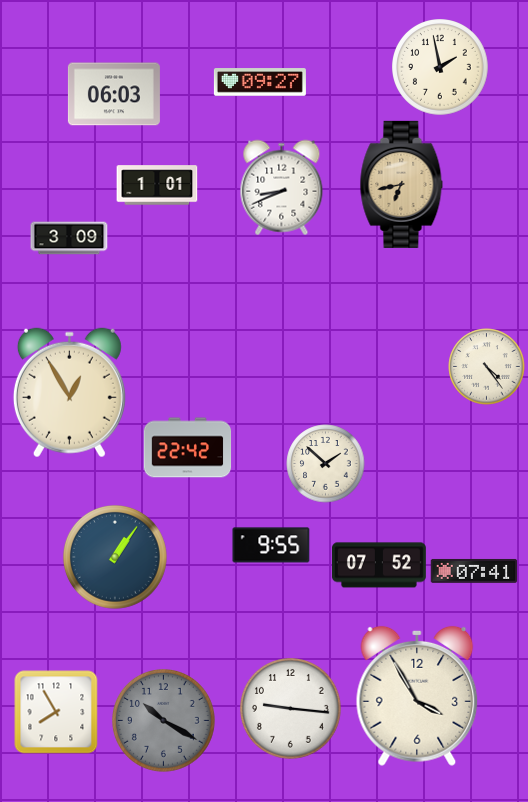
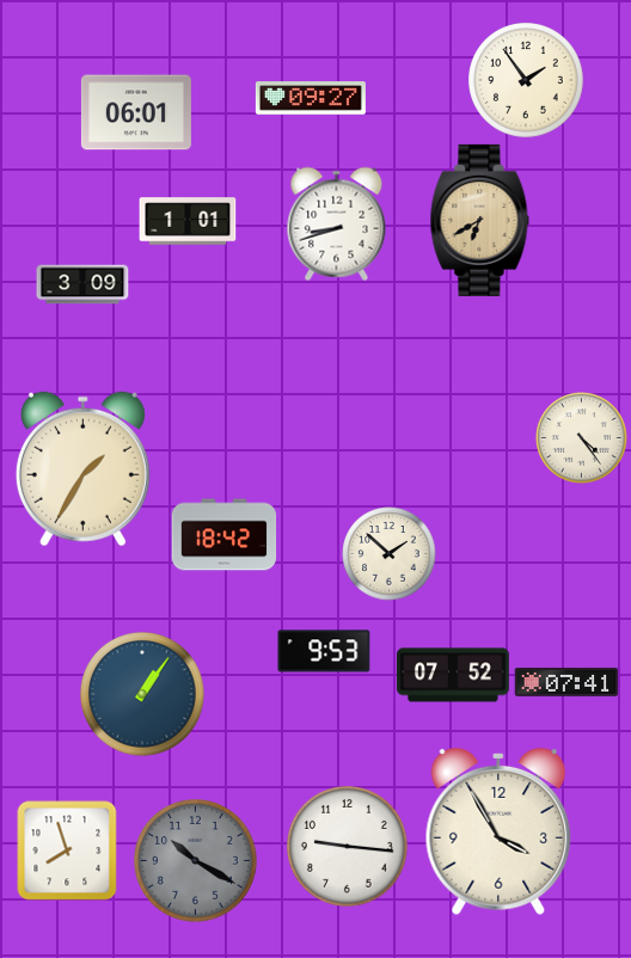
clock at (440, 67): 1:58 -> 1:54
clock at (114, 94): 06:03 -> 06:01
clock at (402, 184): 6:43 -> 6:40
clock at (282, 188): 8:41 -> 8:42
clock at (69, 393): 12:55 -> 1:35
clock at (188, 448): 22:42 -> 18:42
clock at (271, 545): 9:55 -> 9:53
clock at (115, 557) position: (115, 557) -> (142, 694)
clock at (56, 712): 7:55 -> 7:57
